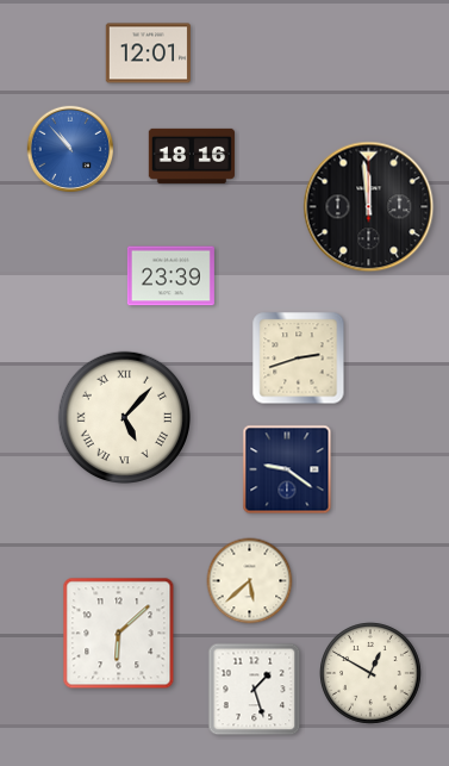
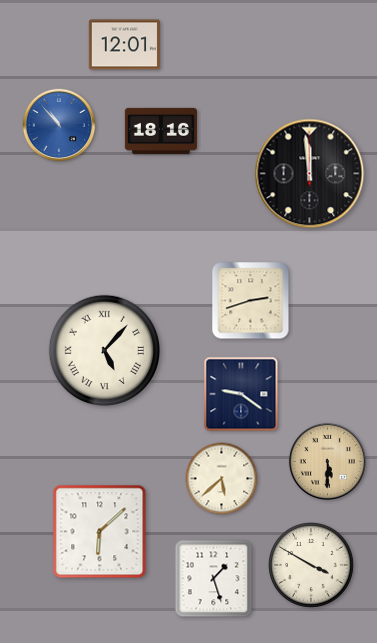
clock at (170, 276): 23:39 -> none
clock at (327, 461): none -> 5:30
clock at (250, 581) position: (250, 581) -> (222, 479)
clock at (372, 674): 12:50 -> 3:50
